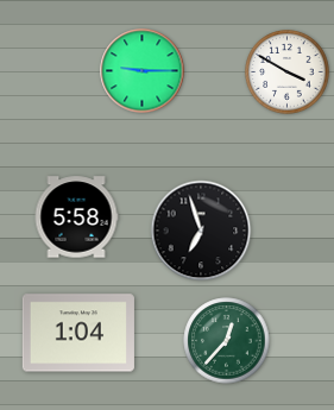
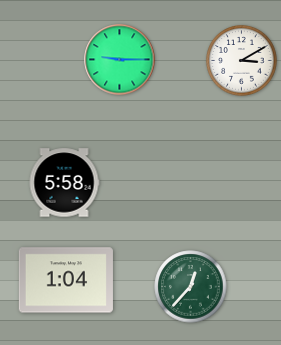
clock at (288, 72): 3:50 -> 3:10
clock at (201, 231): 6:57 -> none
